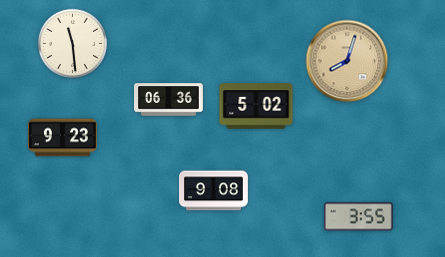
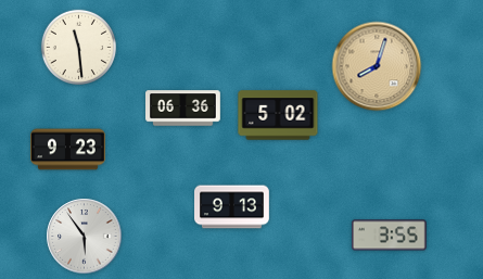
clock at (214, 191): 9:08 -> 9:13
clock at (85, 237): none -> 5:54
